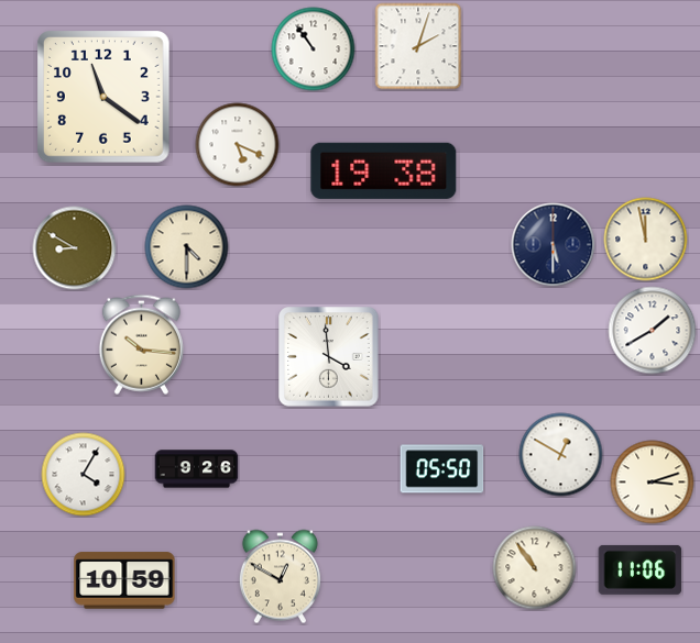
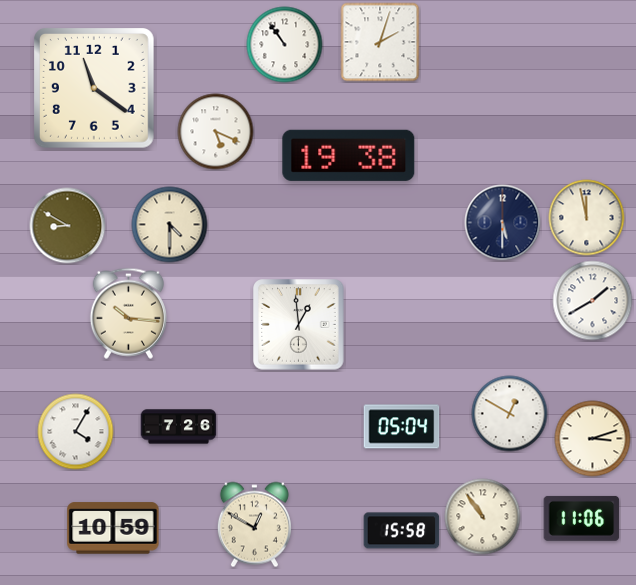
clock at (329, 357): 3:59 -> 12:59
clock at (197, 469): 9:26 -> 7:26
clock at (442, 469): 05:50 -> 05:04
clock at (535, 568) position: (535, 568) -> (483, 517)
clock at (402, 531): none -> 15:58
